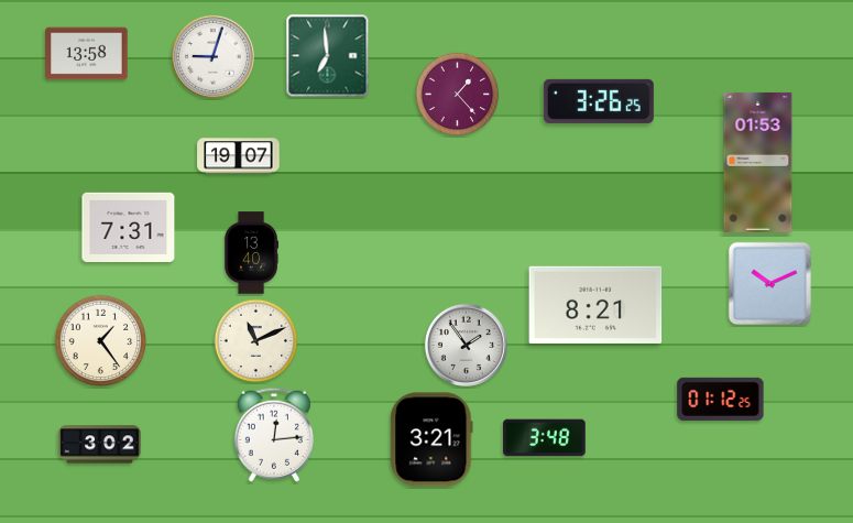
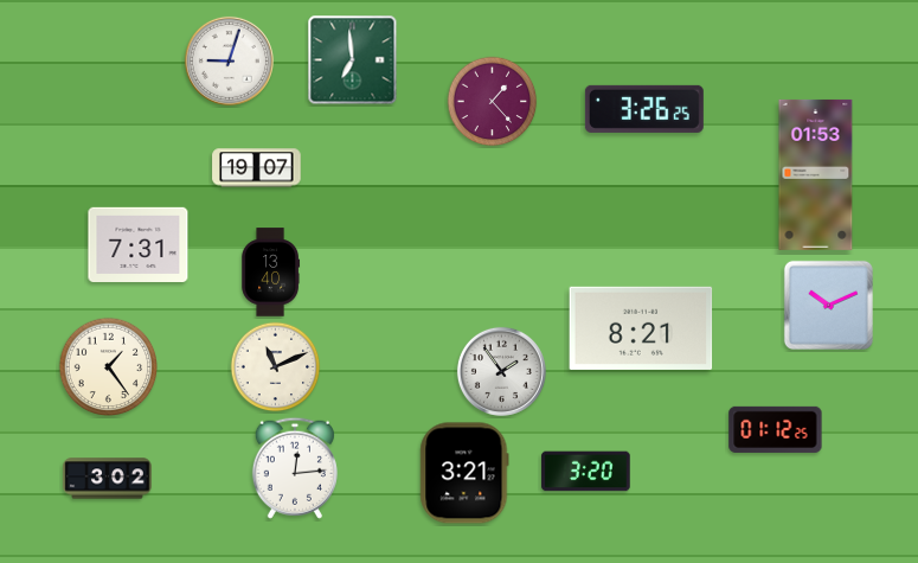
clock at (87, 54): 13:58 -> none
clock at (545, 438): 3:48 -> 3:20
